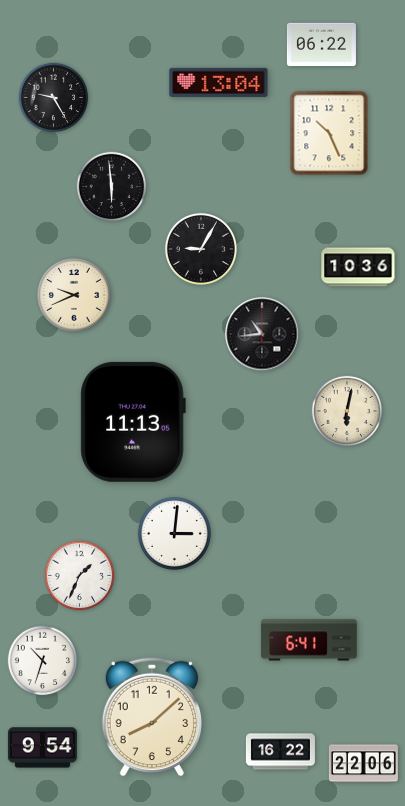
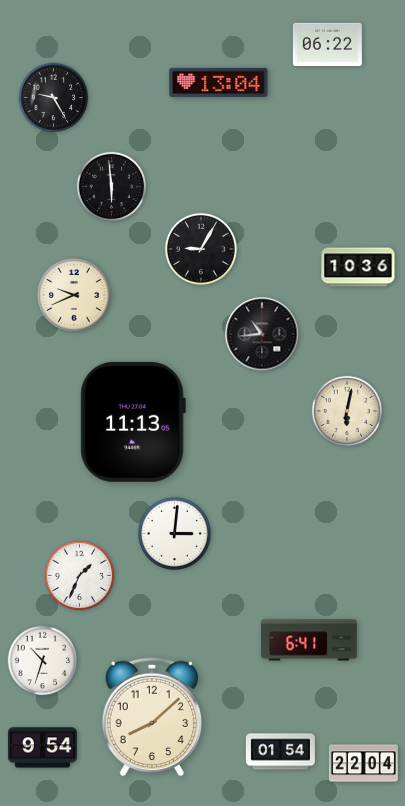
clock at (321, 45) position: (321, 45) -> (327, 45)
clock at (329, 133): 10:26 -> none
clock at (280, 752): 16:22 -> 01:54
clock at (363, 764): 22:06 -> 22:04
